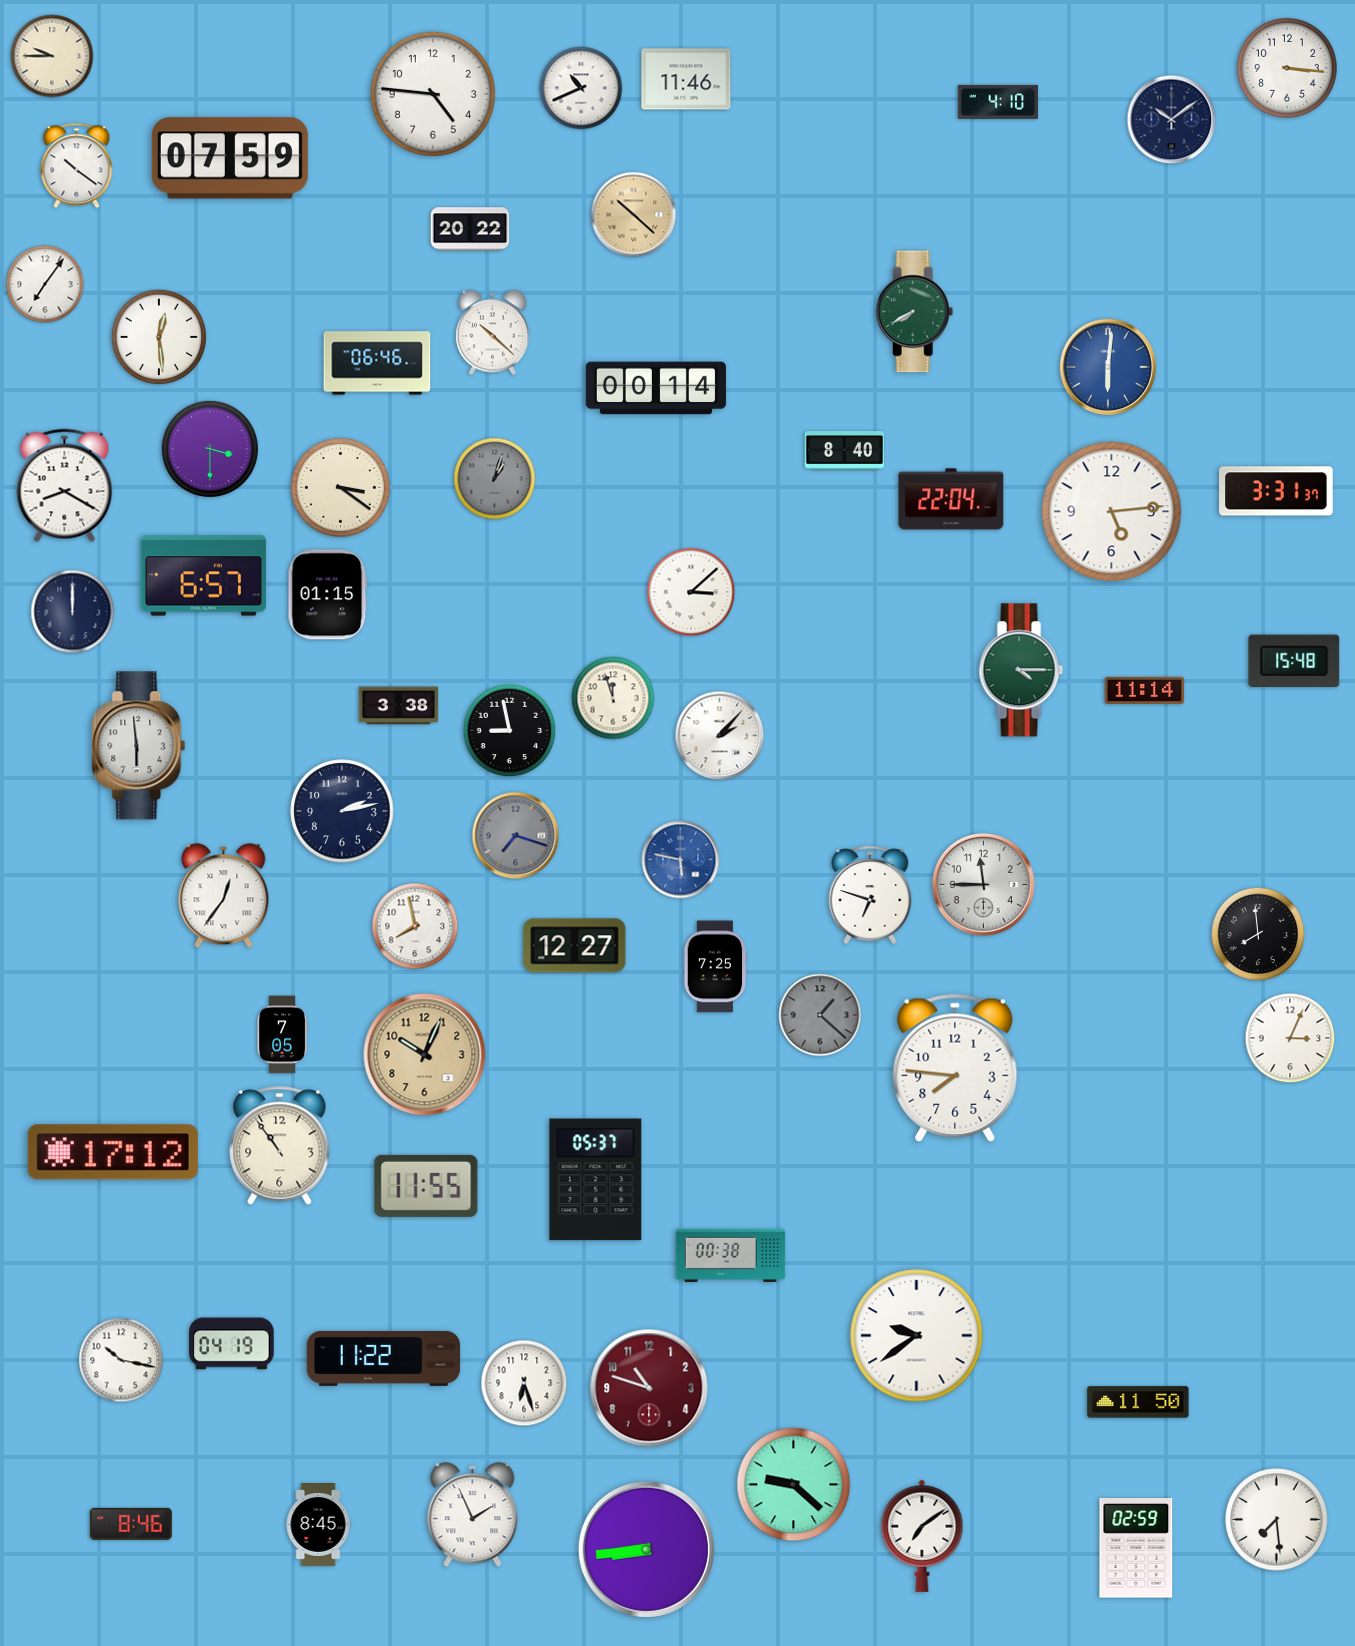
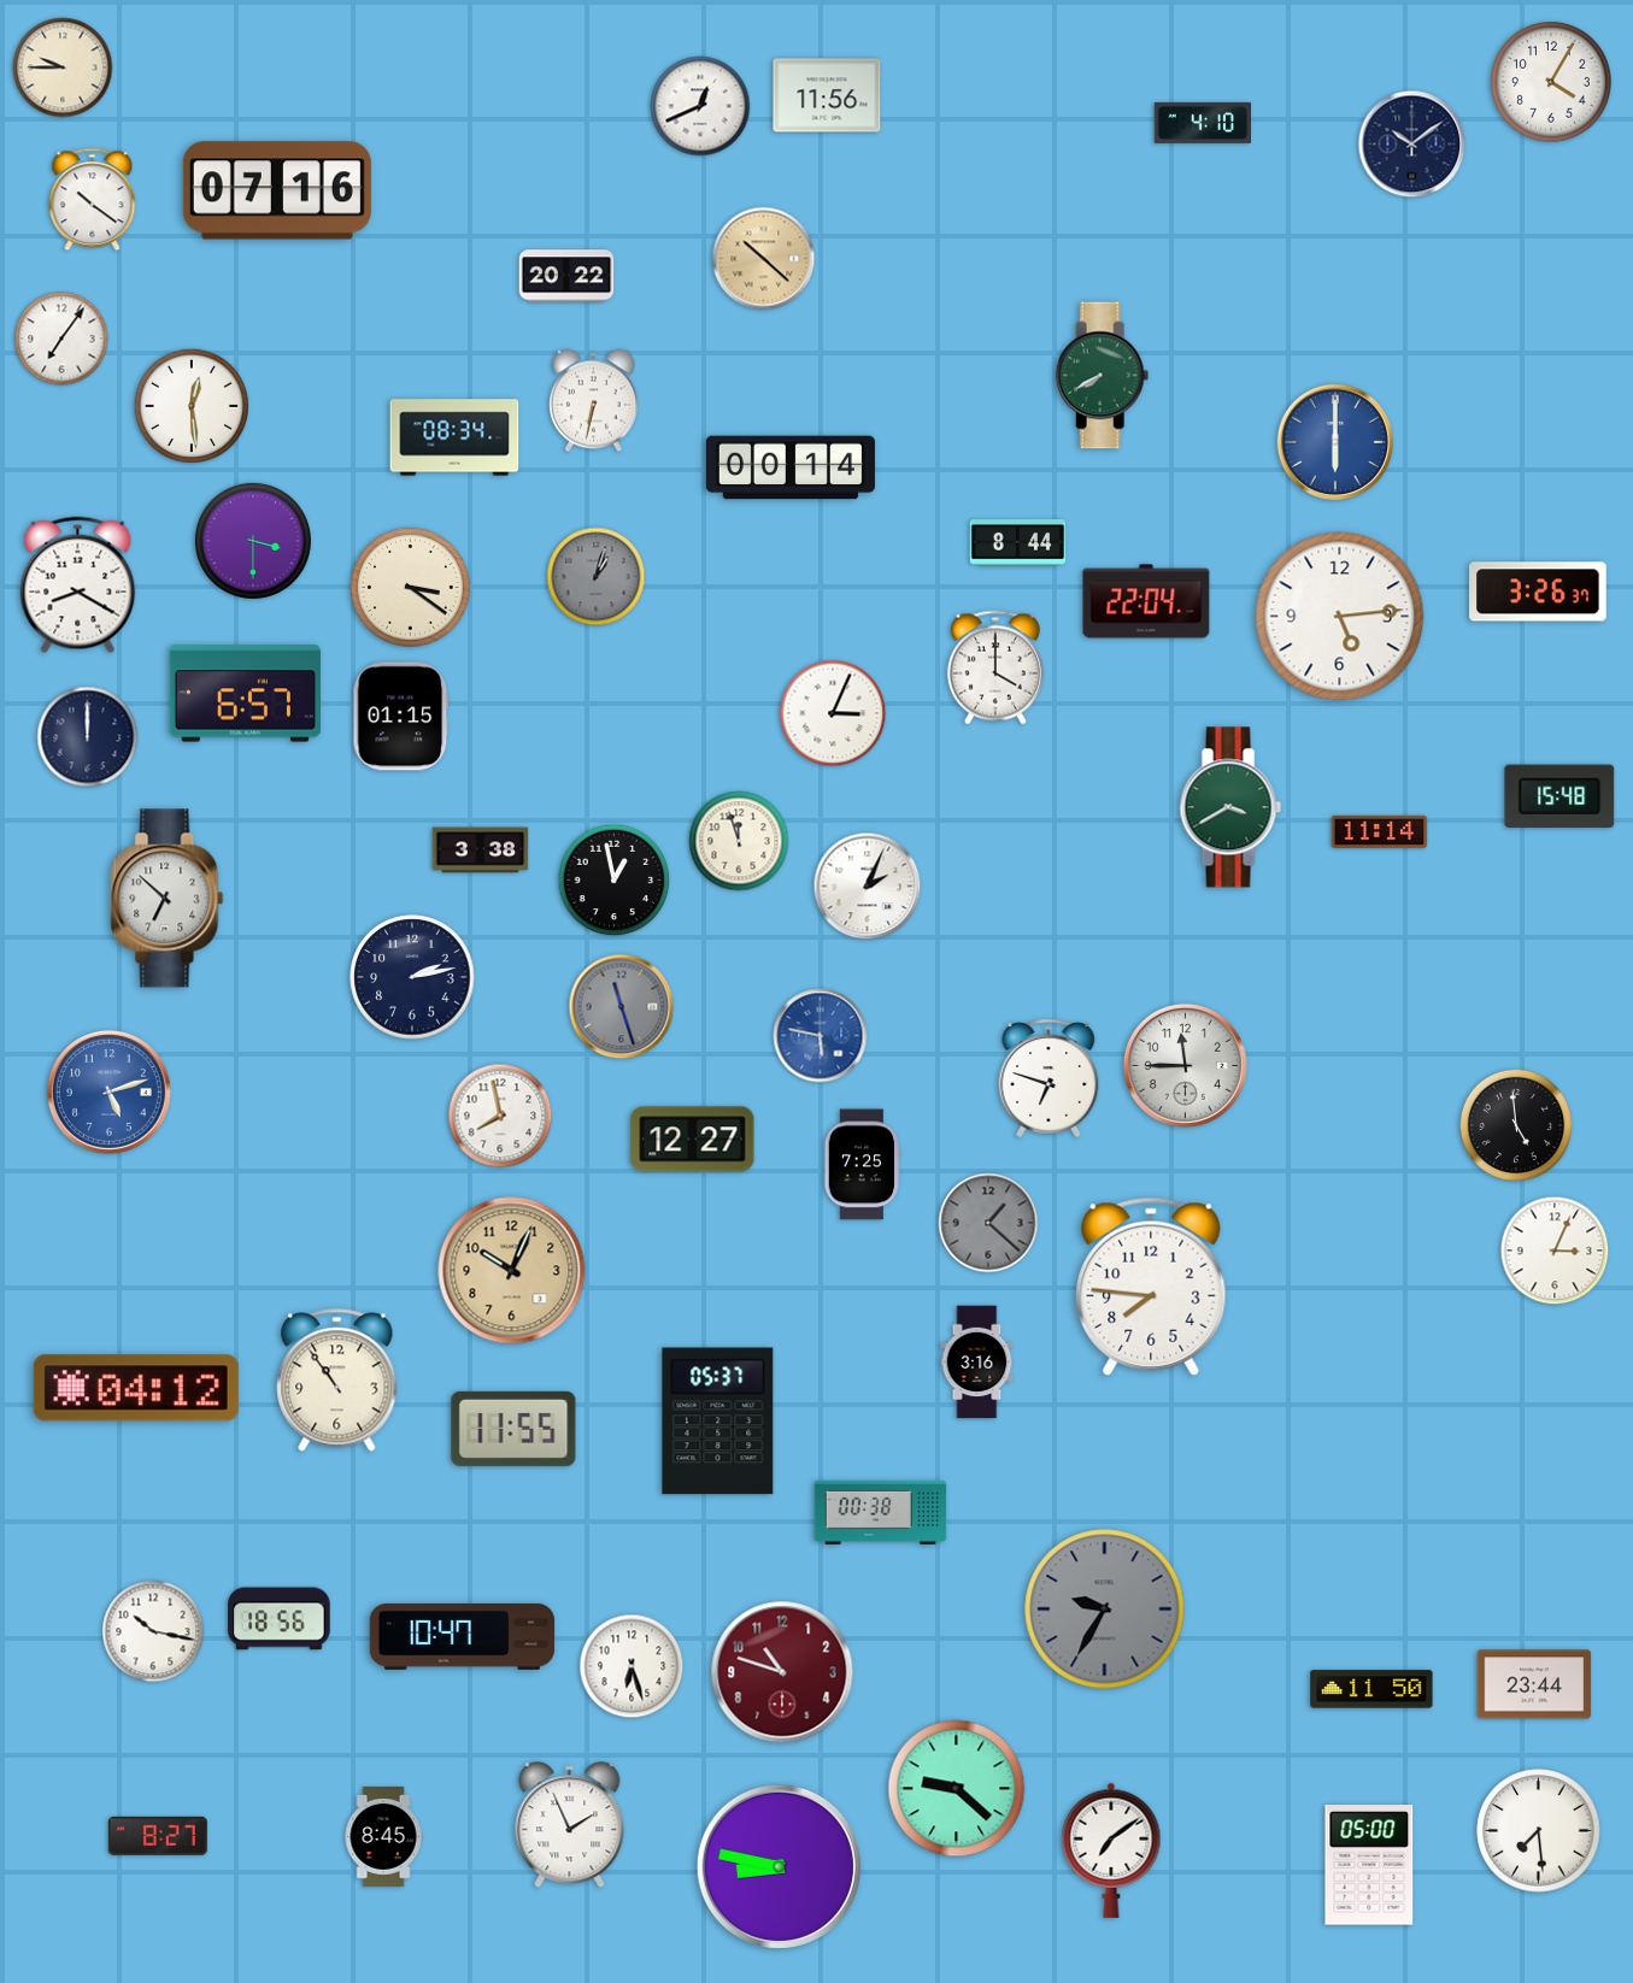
clock at (1288, 69): 3:16 -> 4:05
clock at (686, 79): 11:46 -> 11:56
clock at (581, 88): 10:41 -> 12:41
clock at (433, 94): 4:46 -> none
clock at (230, 158): 07:59 -> 07:16
clock at (45, 284) position: (45, 284) -> (61, 339)
clock at (492, 333): 10:22 -> 6:32
clock at (377, 363): 06:46 -> 08:34
clock at (1107, 366): 6:01 -> 6:00
clock at (845, 451): 8:40 -> 8:44
clock at (1276, 491): 3:31 -> 3:26
clock at (995, 667): none -> 4:00
clock at (691, 592): 3:08 -> 3:04
clock at (328, 595) position: (328, 595) -> (401, 717)
clock at (1021, 670): 4:15 -> 3:40
clock at (510, 731): 8:58 -> 12:58
clock at (720, 736): 2:07 -> 2:04
clock at (139, 746): 5:59 -> 6:52
clock at (516, 836): 7:18 -> 11:27
clock at (224, 896): 12:36 -> none
clock at (108, 1091): none -> 5:12
clock at (1258, 934): 7:59 -> 4:59
clock at (282, 1035): 7:05 -> none
clock at (977, 1363): none -> 3:16
clock at (113, 1152): 17:12 -> 04:12
clock at (917, 1336): 9:39 -> 9:35
clock at (917, 1336) dial: white -> grey
clock at (232, 1344): 04:19 -> 18:56
clock at (384, 1358): 11:22 -> 10:47
clock at (121, 1360) position: (121, 1360) -> (153, 1631)
clock at (1534, 1684): none -> 23:44
clock at (131, 1524): 8:46 -> 8:27
clock at (1136, 1548): 02:59 -> 05:00
clock at (646, 1549): 8:44 -> 8:47
